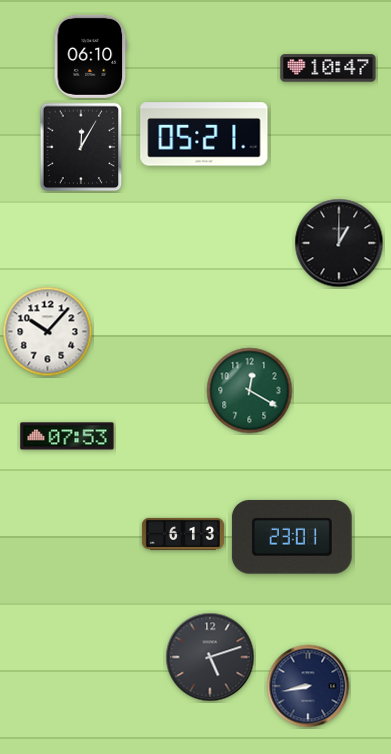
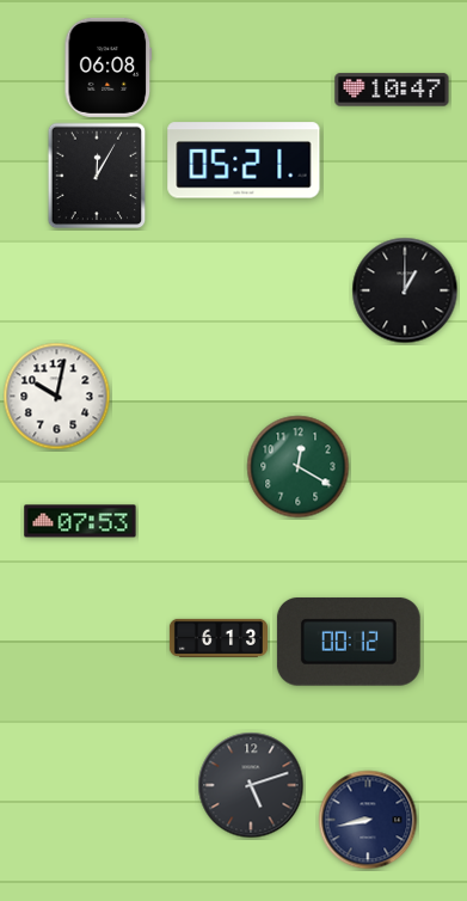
clock at (91, 56): 06:10 -> 06:08
clock at (328, 68) position: (328, 68) -> (392, 90)
clock at (48, 332): 10:07 -> 10:02
clock at (292, 537): 23:01 -> 00:12
